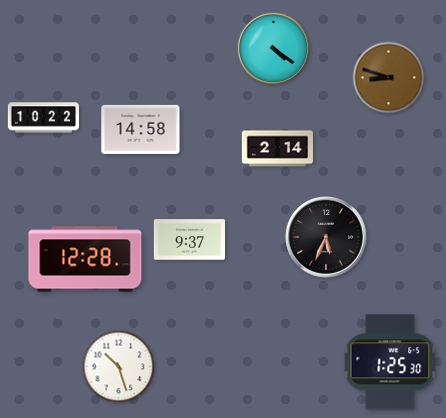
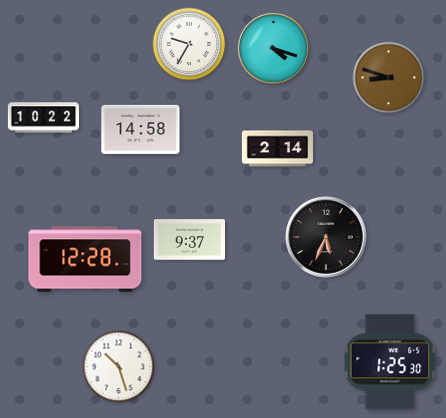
clock at (189, 44): none -> 9:35
clock at (273, 48): 4:21 -> 4:18
